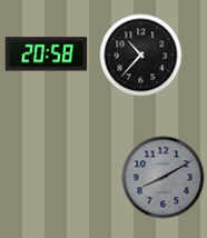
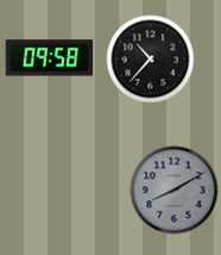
clock at (47, 54): 20:58 -> 09:58
